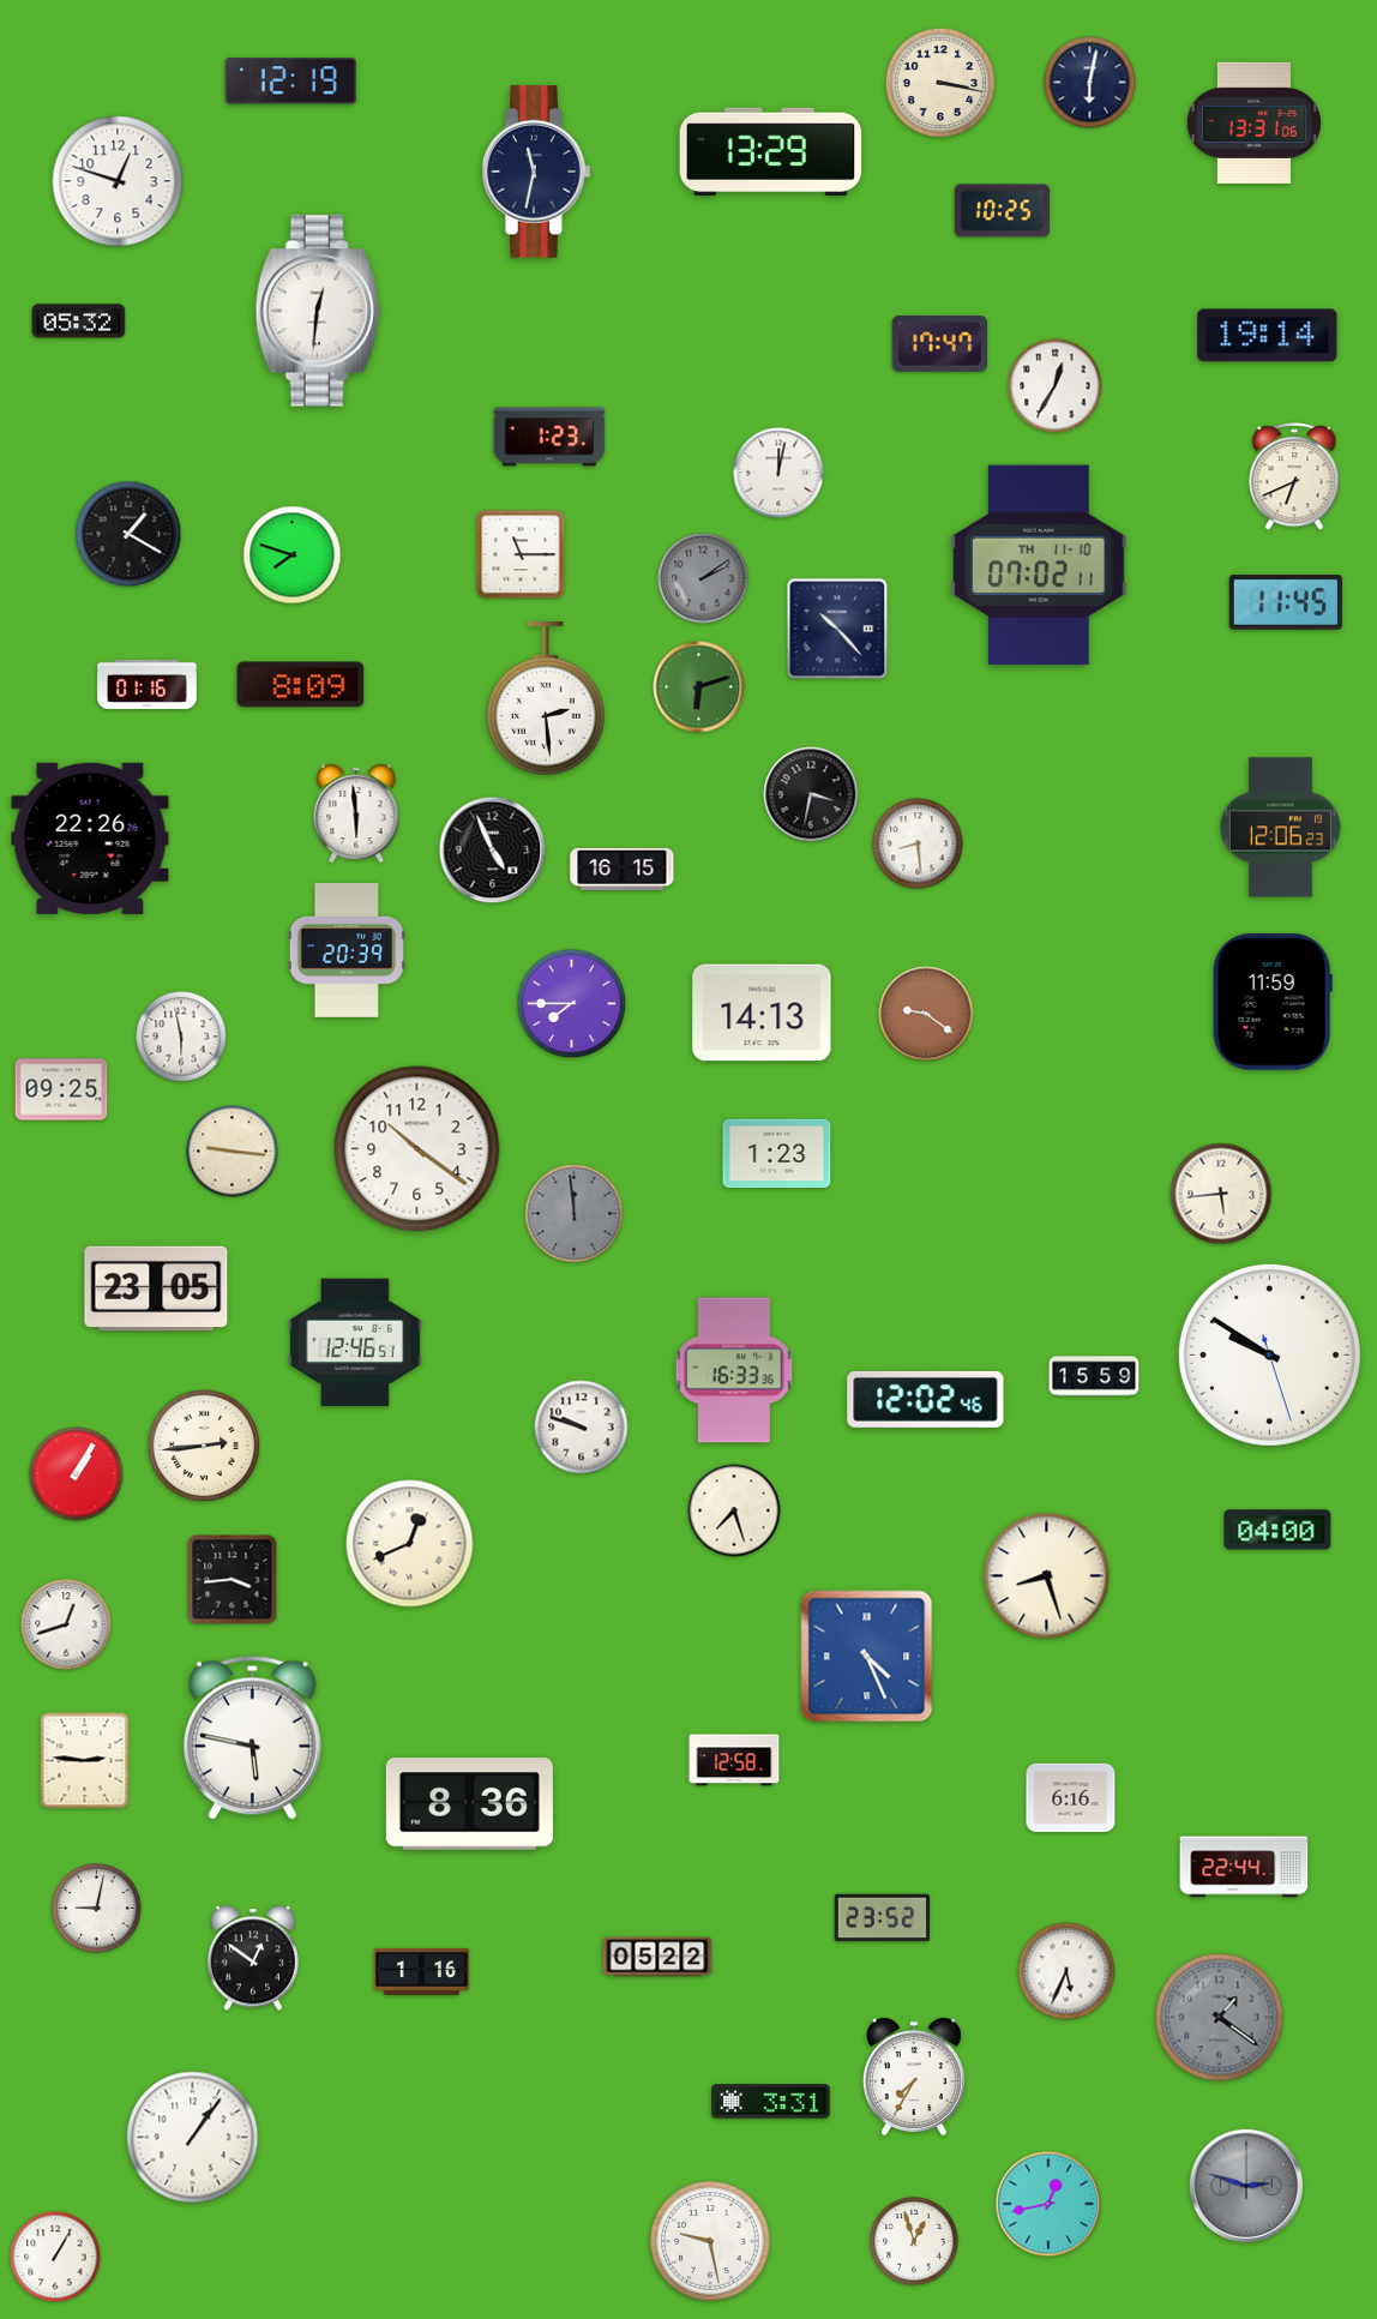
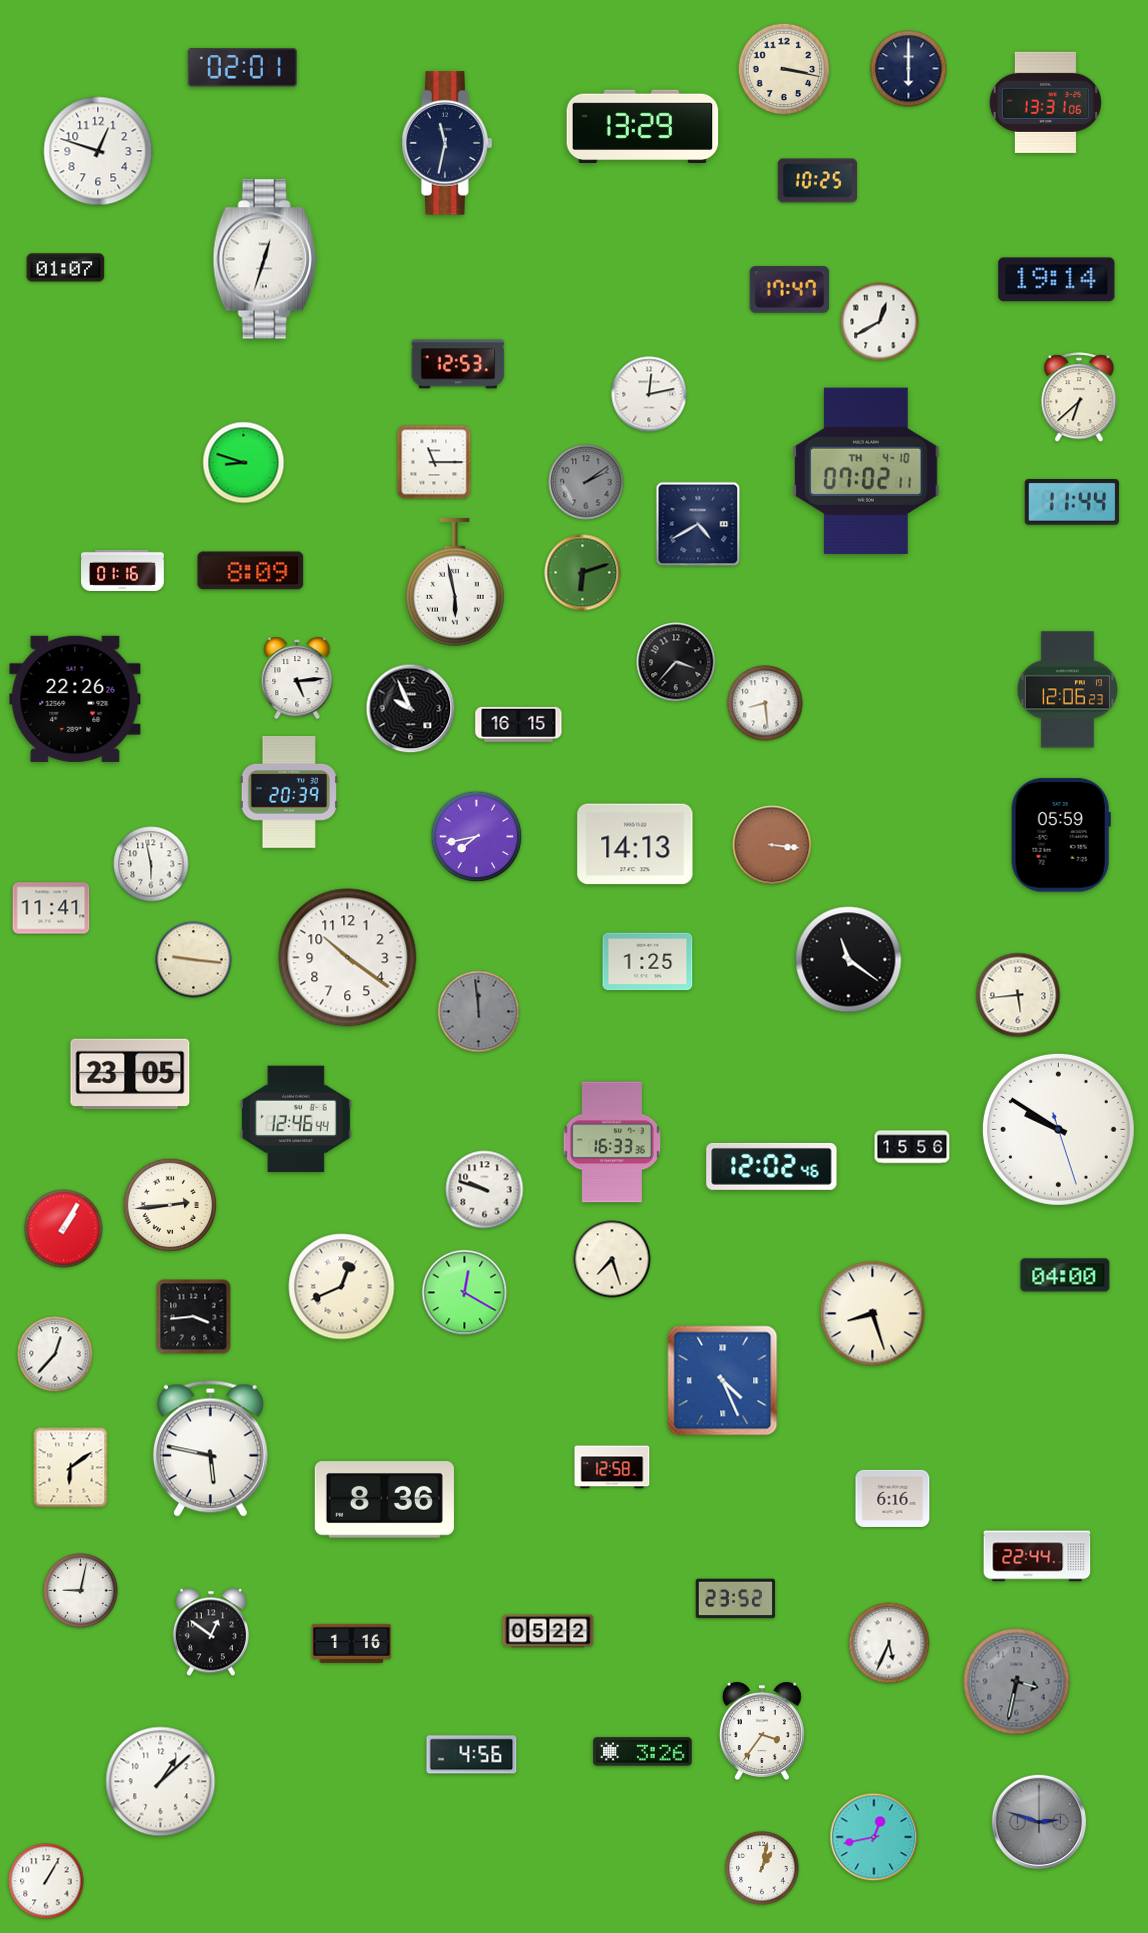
clock at (290, 82): 12:19 -> 02:01
clock at (1090, 83): 6:02 -> 6:00
clock at (1003, 211) position: (1003, 211) -> (818, 181)
clock at (318, 311): 12:31 -> 12:33
clock at (79, 322): 05:32 -> 01:07
clock at (939, 344) position: (939, 344) -> (789, 290)
clock at (1056, 386): 12:35 -> 12:40
clock at (549, 437): 1:23 -> 12:53
clock at (778, 473): 12:02 -> 12:13
clock at (1294, 477): 6:41 -> 6:38
clock at (128, 534): 1:20 -> none
clock at (293, 555): 7:48 -> 8:48
clock at (1039, 565) date: TH 11-10 -> TH 4-10
clock at (1286, 602): 11:45 -> 11:44
clock at (837, 629): 10:23 -> 4:40
clock at (547, 699): 2:29 -> 5:58
clock at (811, 794): 3:32 -> 3:37
clock at (356, 813): 5:59 -> 5:14
clock at (493, 851): 4:56 -> 9:56
clock at (1273, 1002): 11:59 -> 05:59
clock at (572, 1004): 7:45 -> 7:43
clock at (926, 1014): 9:21 -> 3:16
clock at (61, 1089): 09:25 -> 11:41
clock at (849, 960): none -> 11:21
clock at (777, 1154): 1:23 -> 1:25
clock at (355, 1342): 12:46:51 -> 12:46:44
clock at (1094, 1376): 15:59 -> 15:56
clock at (465, 1293): none -> 12:20
clock at (66, 1624): 12:42 -> 12:37
clock at (85, 1761): 2:46 -> 6:09
clock at (469, 1804) position: (469, 1804) -> (384, 1500)
clock at (1220, 2018): 1:21 -> 3:32
clock at (914, 2077): 7:35 -> 3:36
clock at (771, 2102): 3:31 -> 3:26
clock at (472, 1755): none -> 4:56
clock at (193, 2138): 1:06 -> 1:08
clock at (710, 2241): 9:28 -> none
clock at (914, 2241): 12:57 -> 1:02
